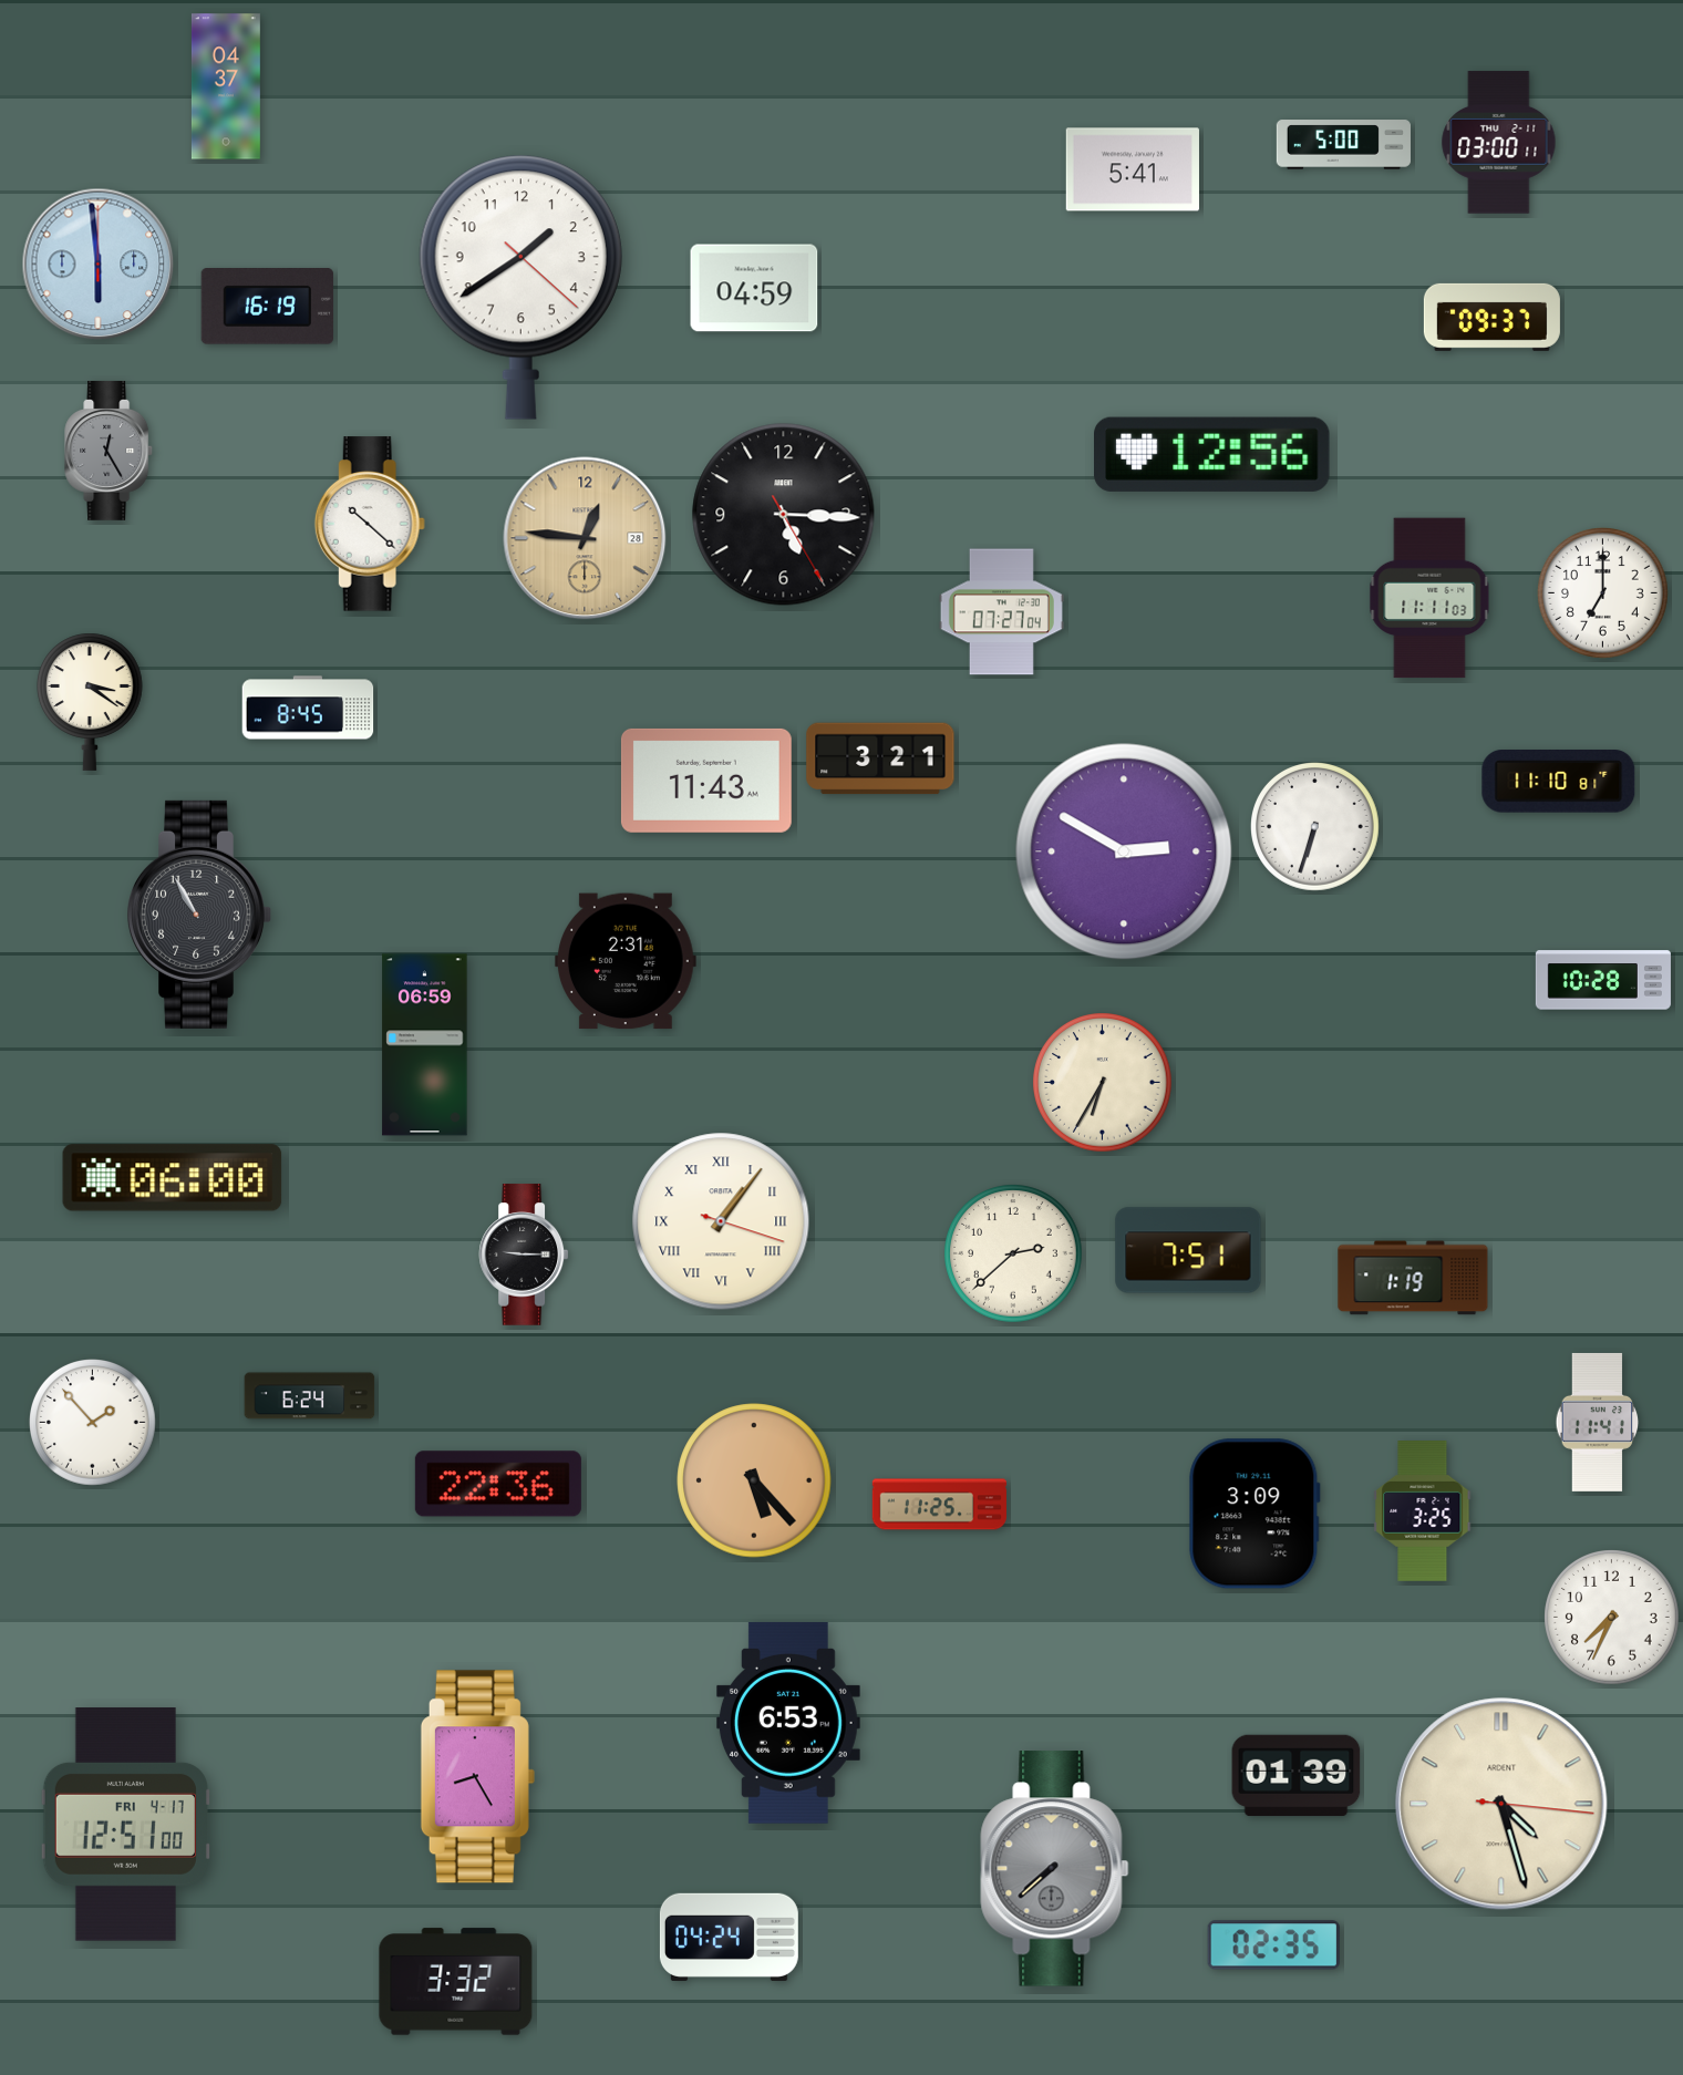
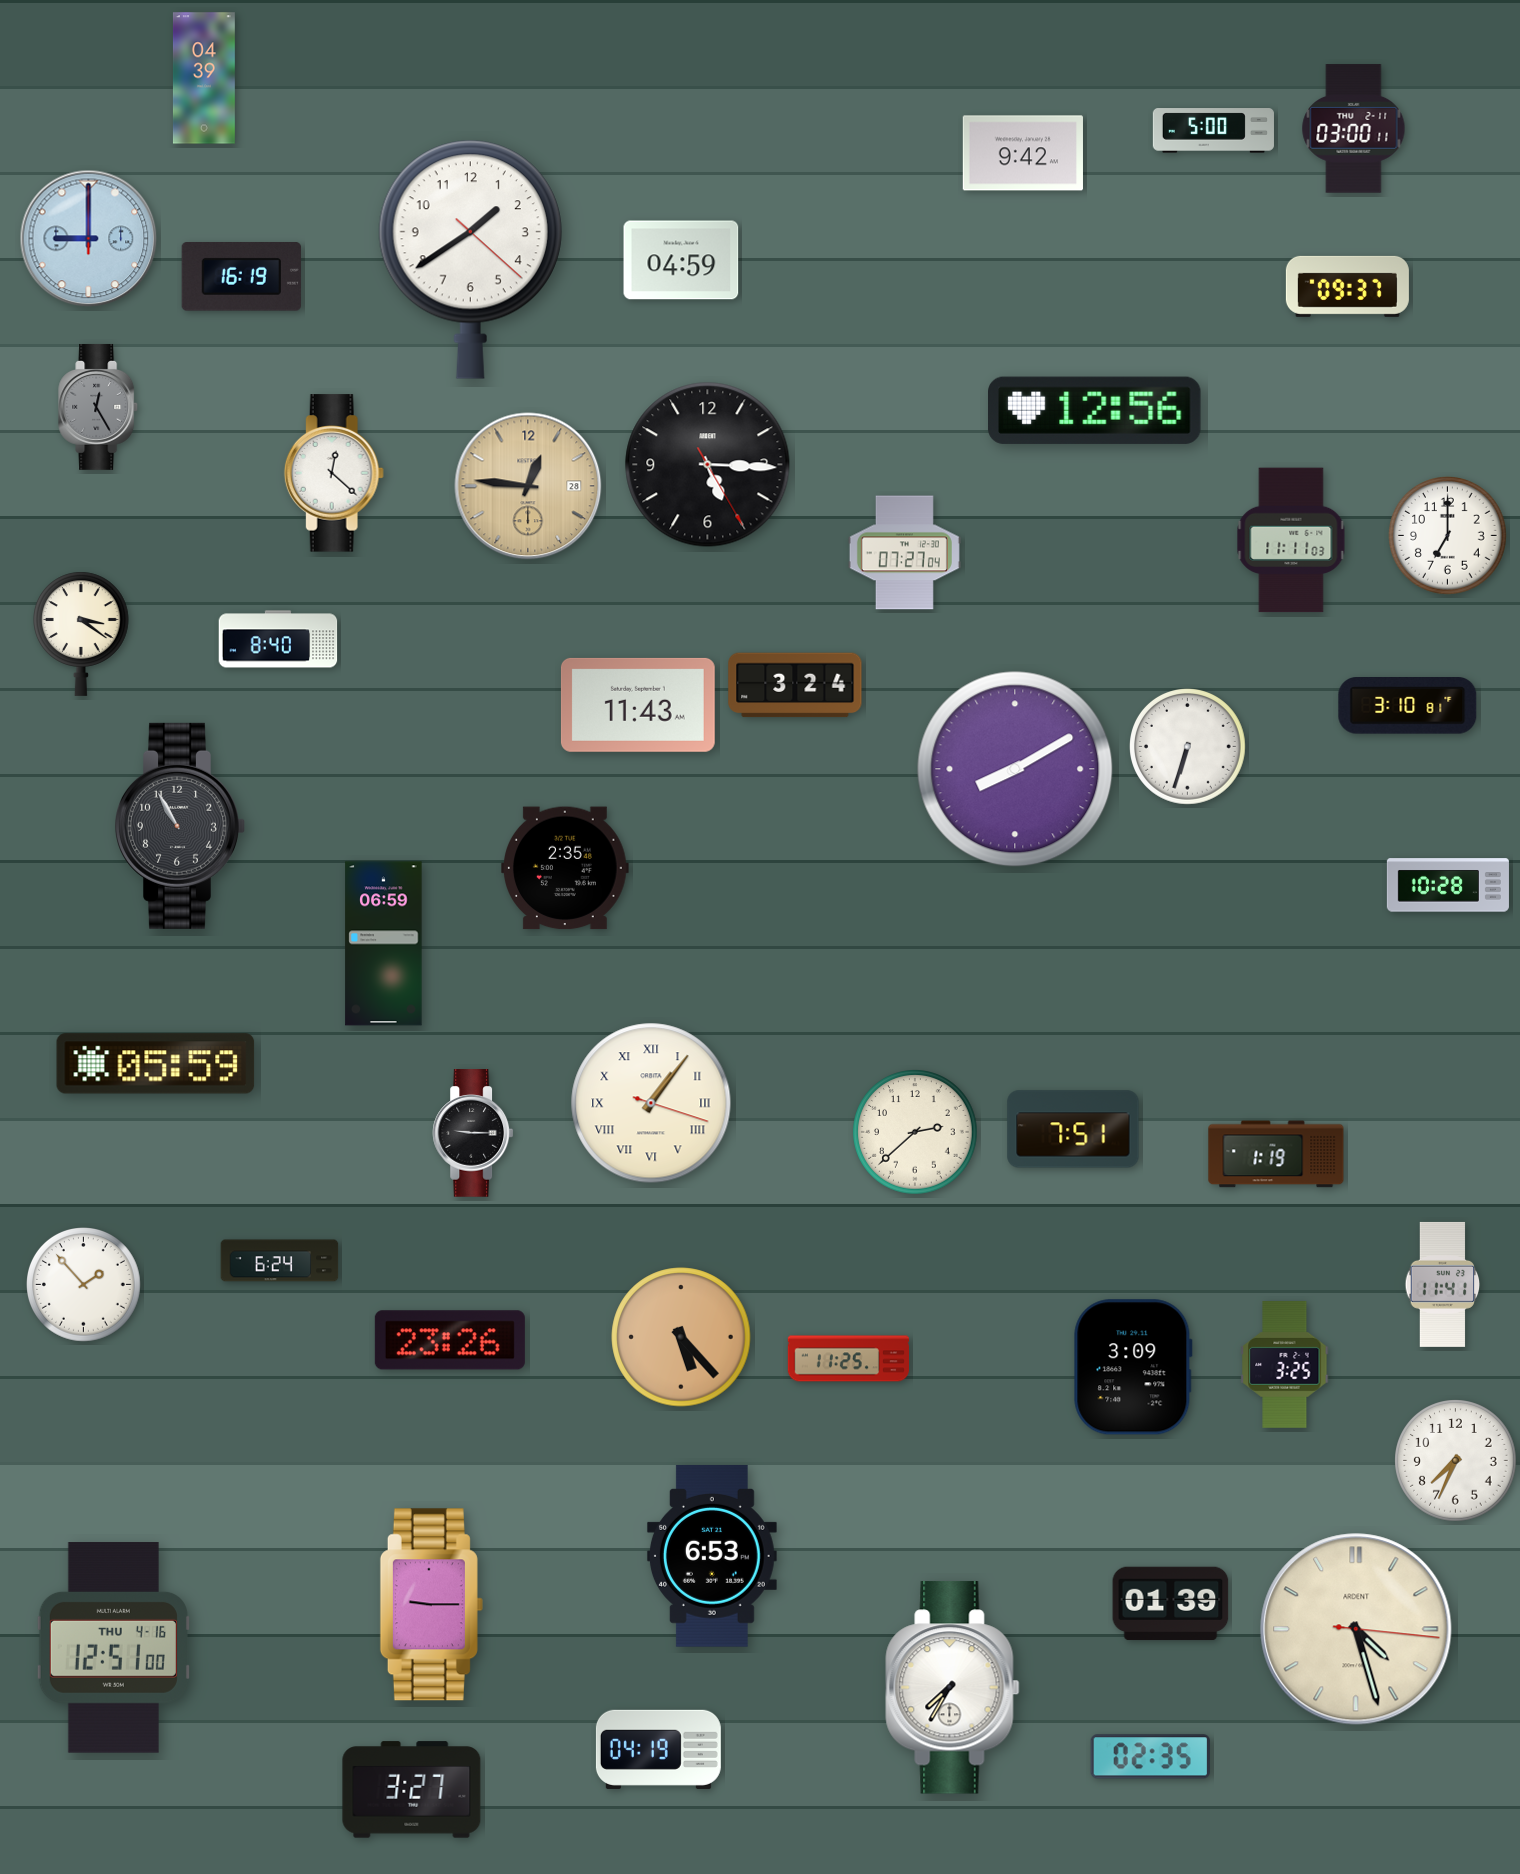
clock at (226, 86): 04:37 -> 04:39
clock at (1133, 169): 5:41 -> 9:42
clock at (99, 265): 5:59 -> 9:00
clock at (370, 524): 10:22 -> 12:22
clock at (308, 708): 8:45 -> 8:40
clock at (880, 758): 3:21 -> 3:24
clock at (1559, 782): 11:10 -> 3:10
clock at (1124, 851): 2:50 -> 8:10
clock at (627, 961): 2:31 -> 2:35
clock at (1103, 1083): 6:35 -> none
clock at (173, 1178): 06:00 -> 05:59
clock at (498, 1484): 22:36 -> 23:26
clock at (477, 1777): 8:25 -> 9:15
clock at (125, 1825) date: FRI 4-17 -> THU 4-16
clock at (1055, 1869): 7:38 -> 7:35
clock at (1055, 1869) dial: grey -> white
clock at (729, 1937): 04:24 -> 04:19
clock at (456, 1982): 3:32 -> 3:27
